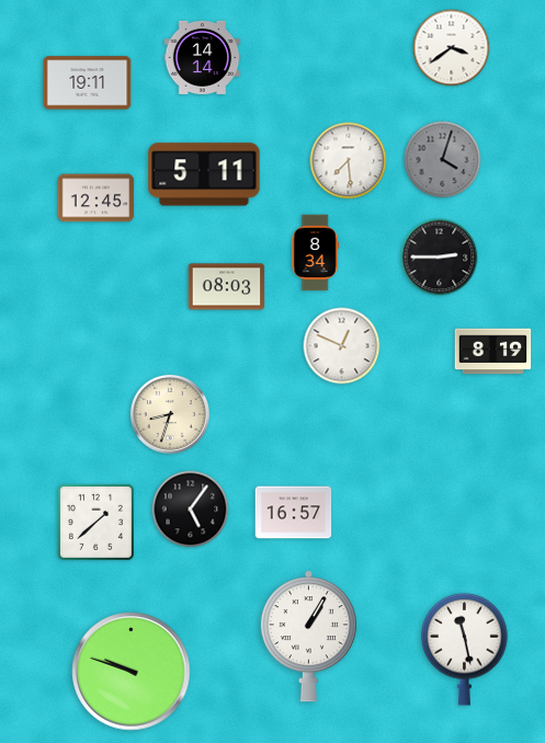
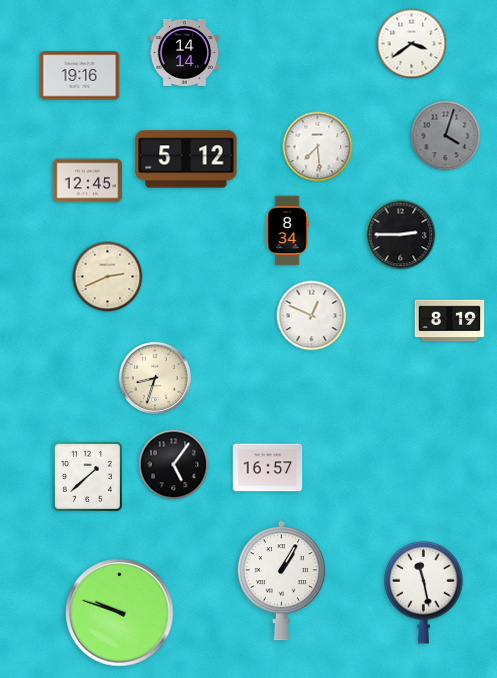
clock at (88, 83): 19:11 -> 19:16
clock at (443, 160) position: (443, 160) -> (446, 136)
clock at (204, 174): 5:11 -> 5:12
clock at (227, 287): 08:03 -> none
clock at (108, 277): none -> 2:41
